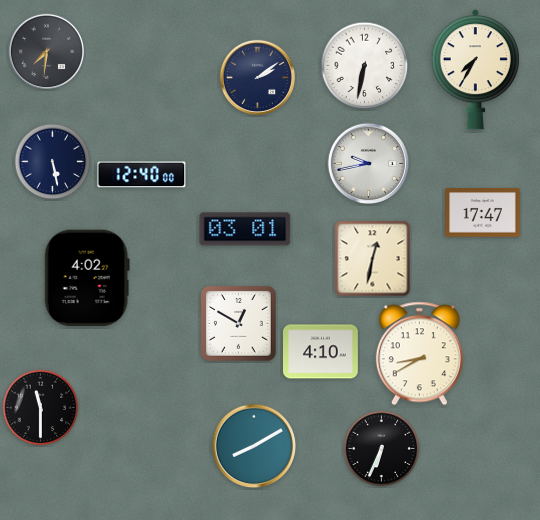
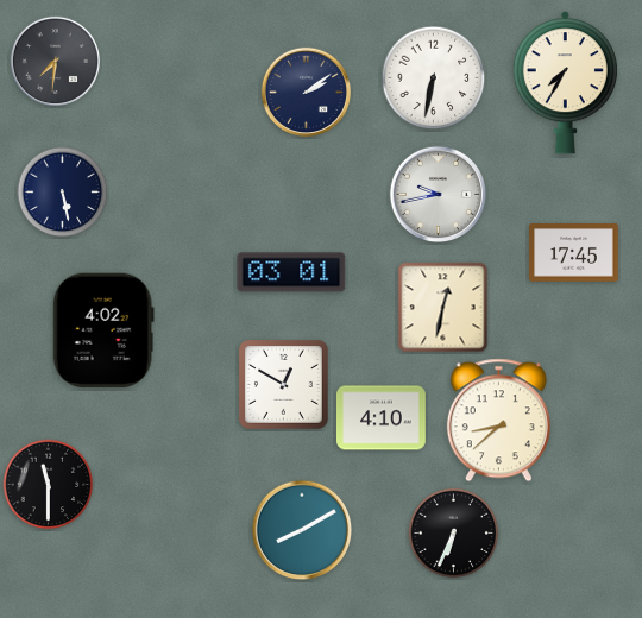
clock at (142, 175): 12:40 -> none
clock at (483, 213): 17:47 -> 17:45
clock at (419, 354): 8:40 -> 8:38
